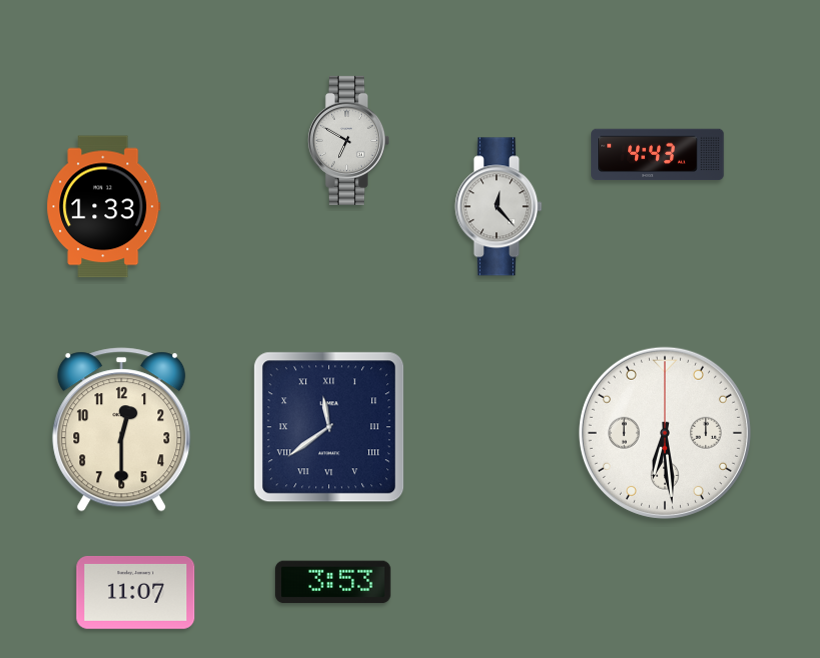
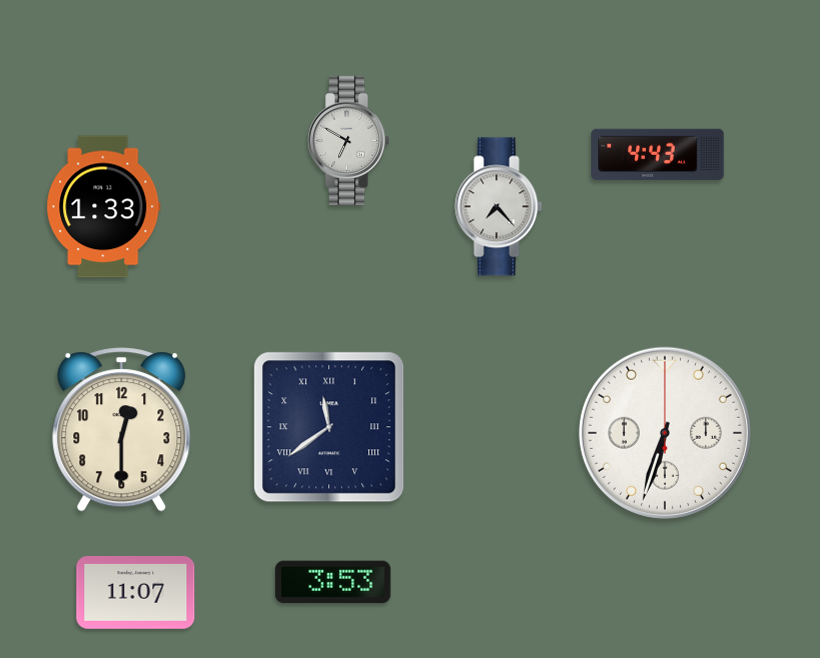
clock at (499, 207): 12:23 -> 7:23
clock at (665, 433): 6:29 -> 6:33
